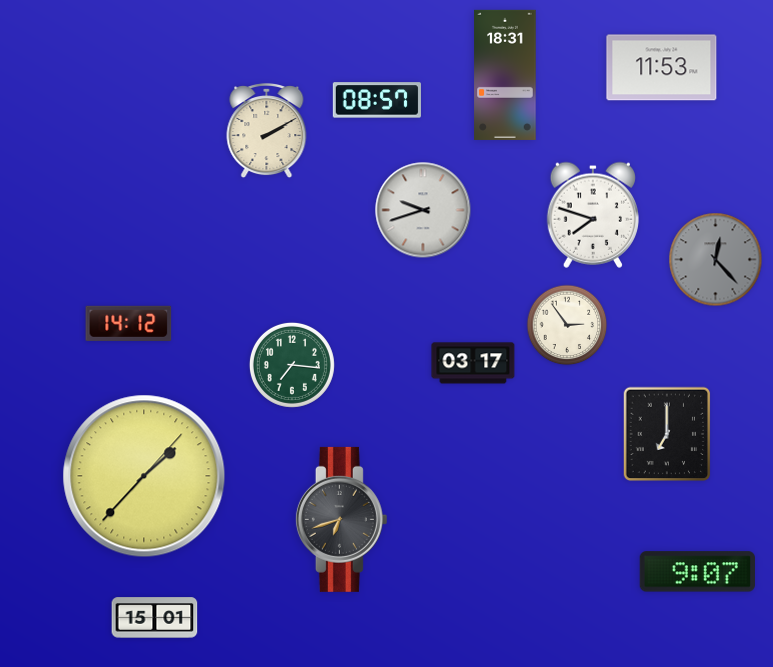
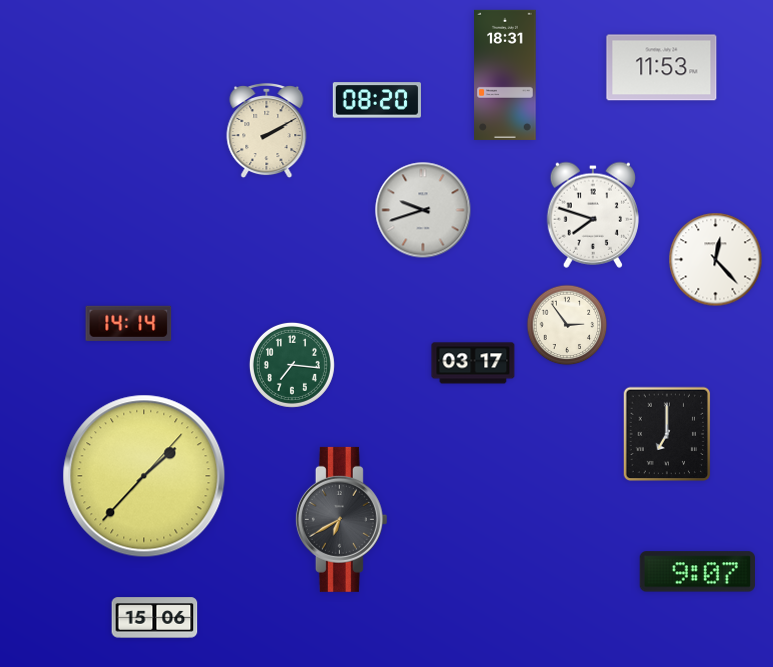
clock at (377, 100): 08:57 -> 08:20
clock at (716, 260) dial: grey -> white
clock at (129, 323): 14:12 -> 14:14
clock at (341, 519): 6:42 -> 6:40
clock at (155, 618): 15:01 -> 15:06
